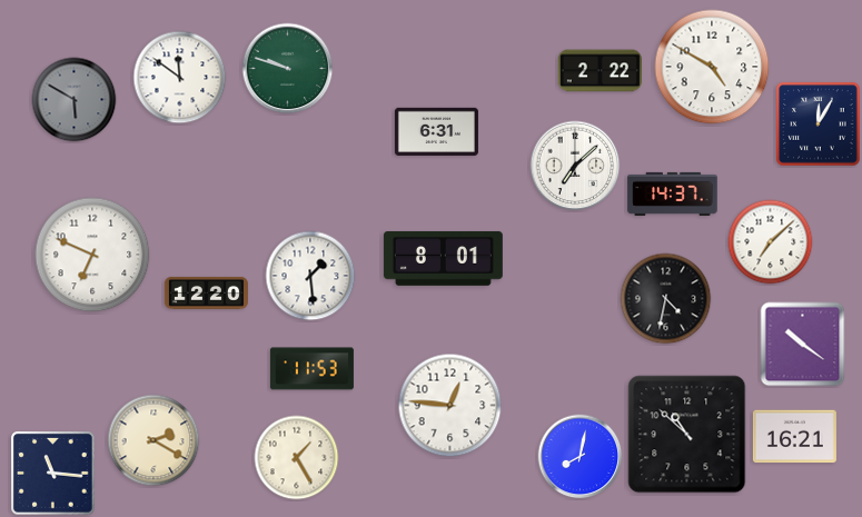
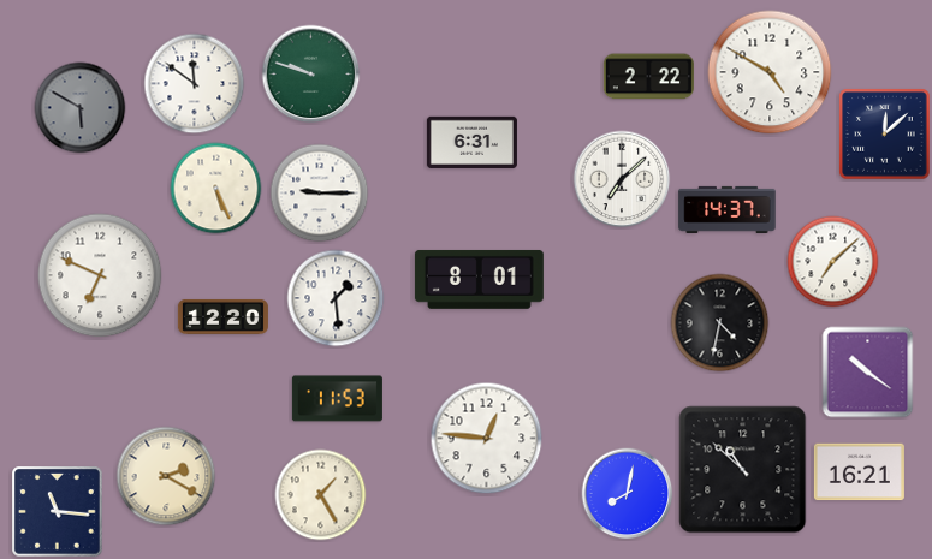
clock at (819, 125): 12:05 -> 12:08
clock at (216, 189): none -> 5:26
clock at (320, 194): none -> 9:15
